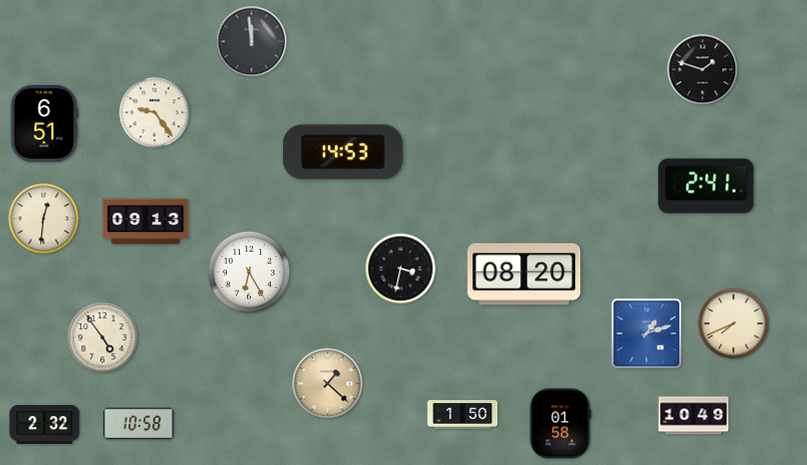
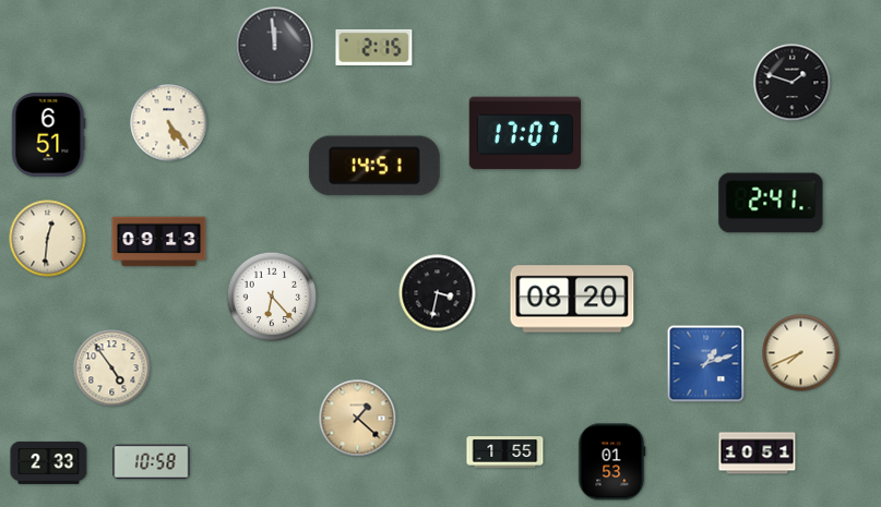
clock at (374, 47): none -> 2:15
clock at (703, 70) position: (703, 70) -> (793, 83)
clock at (155, 113): 9:24 -> 5:24
clock at (525, 133): none -> 17:07
clock at (343, 152): 14:53 -> 14:51
clock at (249, 272): 6:25 -> 6:23
clock at (463, 415): 1:50 -> 1:55
clock at (694, 416): 10:49 -> 10:51
clock at (45, 424): 2:32 -> 2:33
clock at (560, 424): 01:58 -> 01:53
